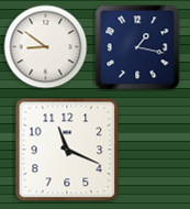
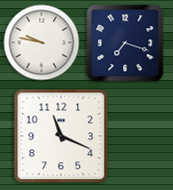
clock at (46, 47): 8:51 -> 9:47
clock at (137, 47): 1:17 -> 7:18
